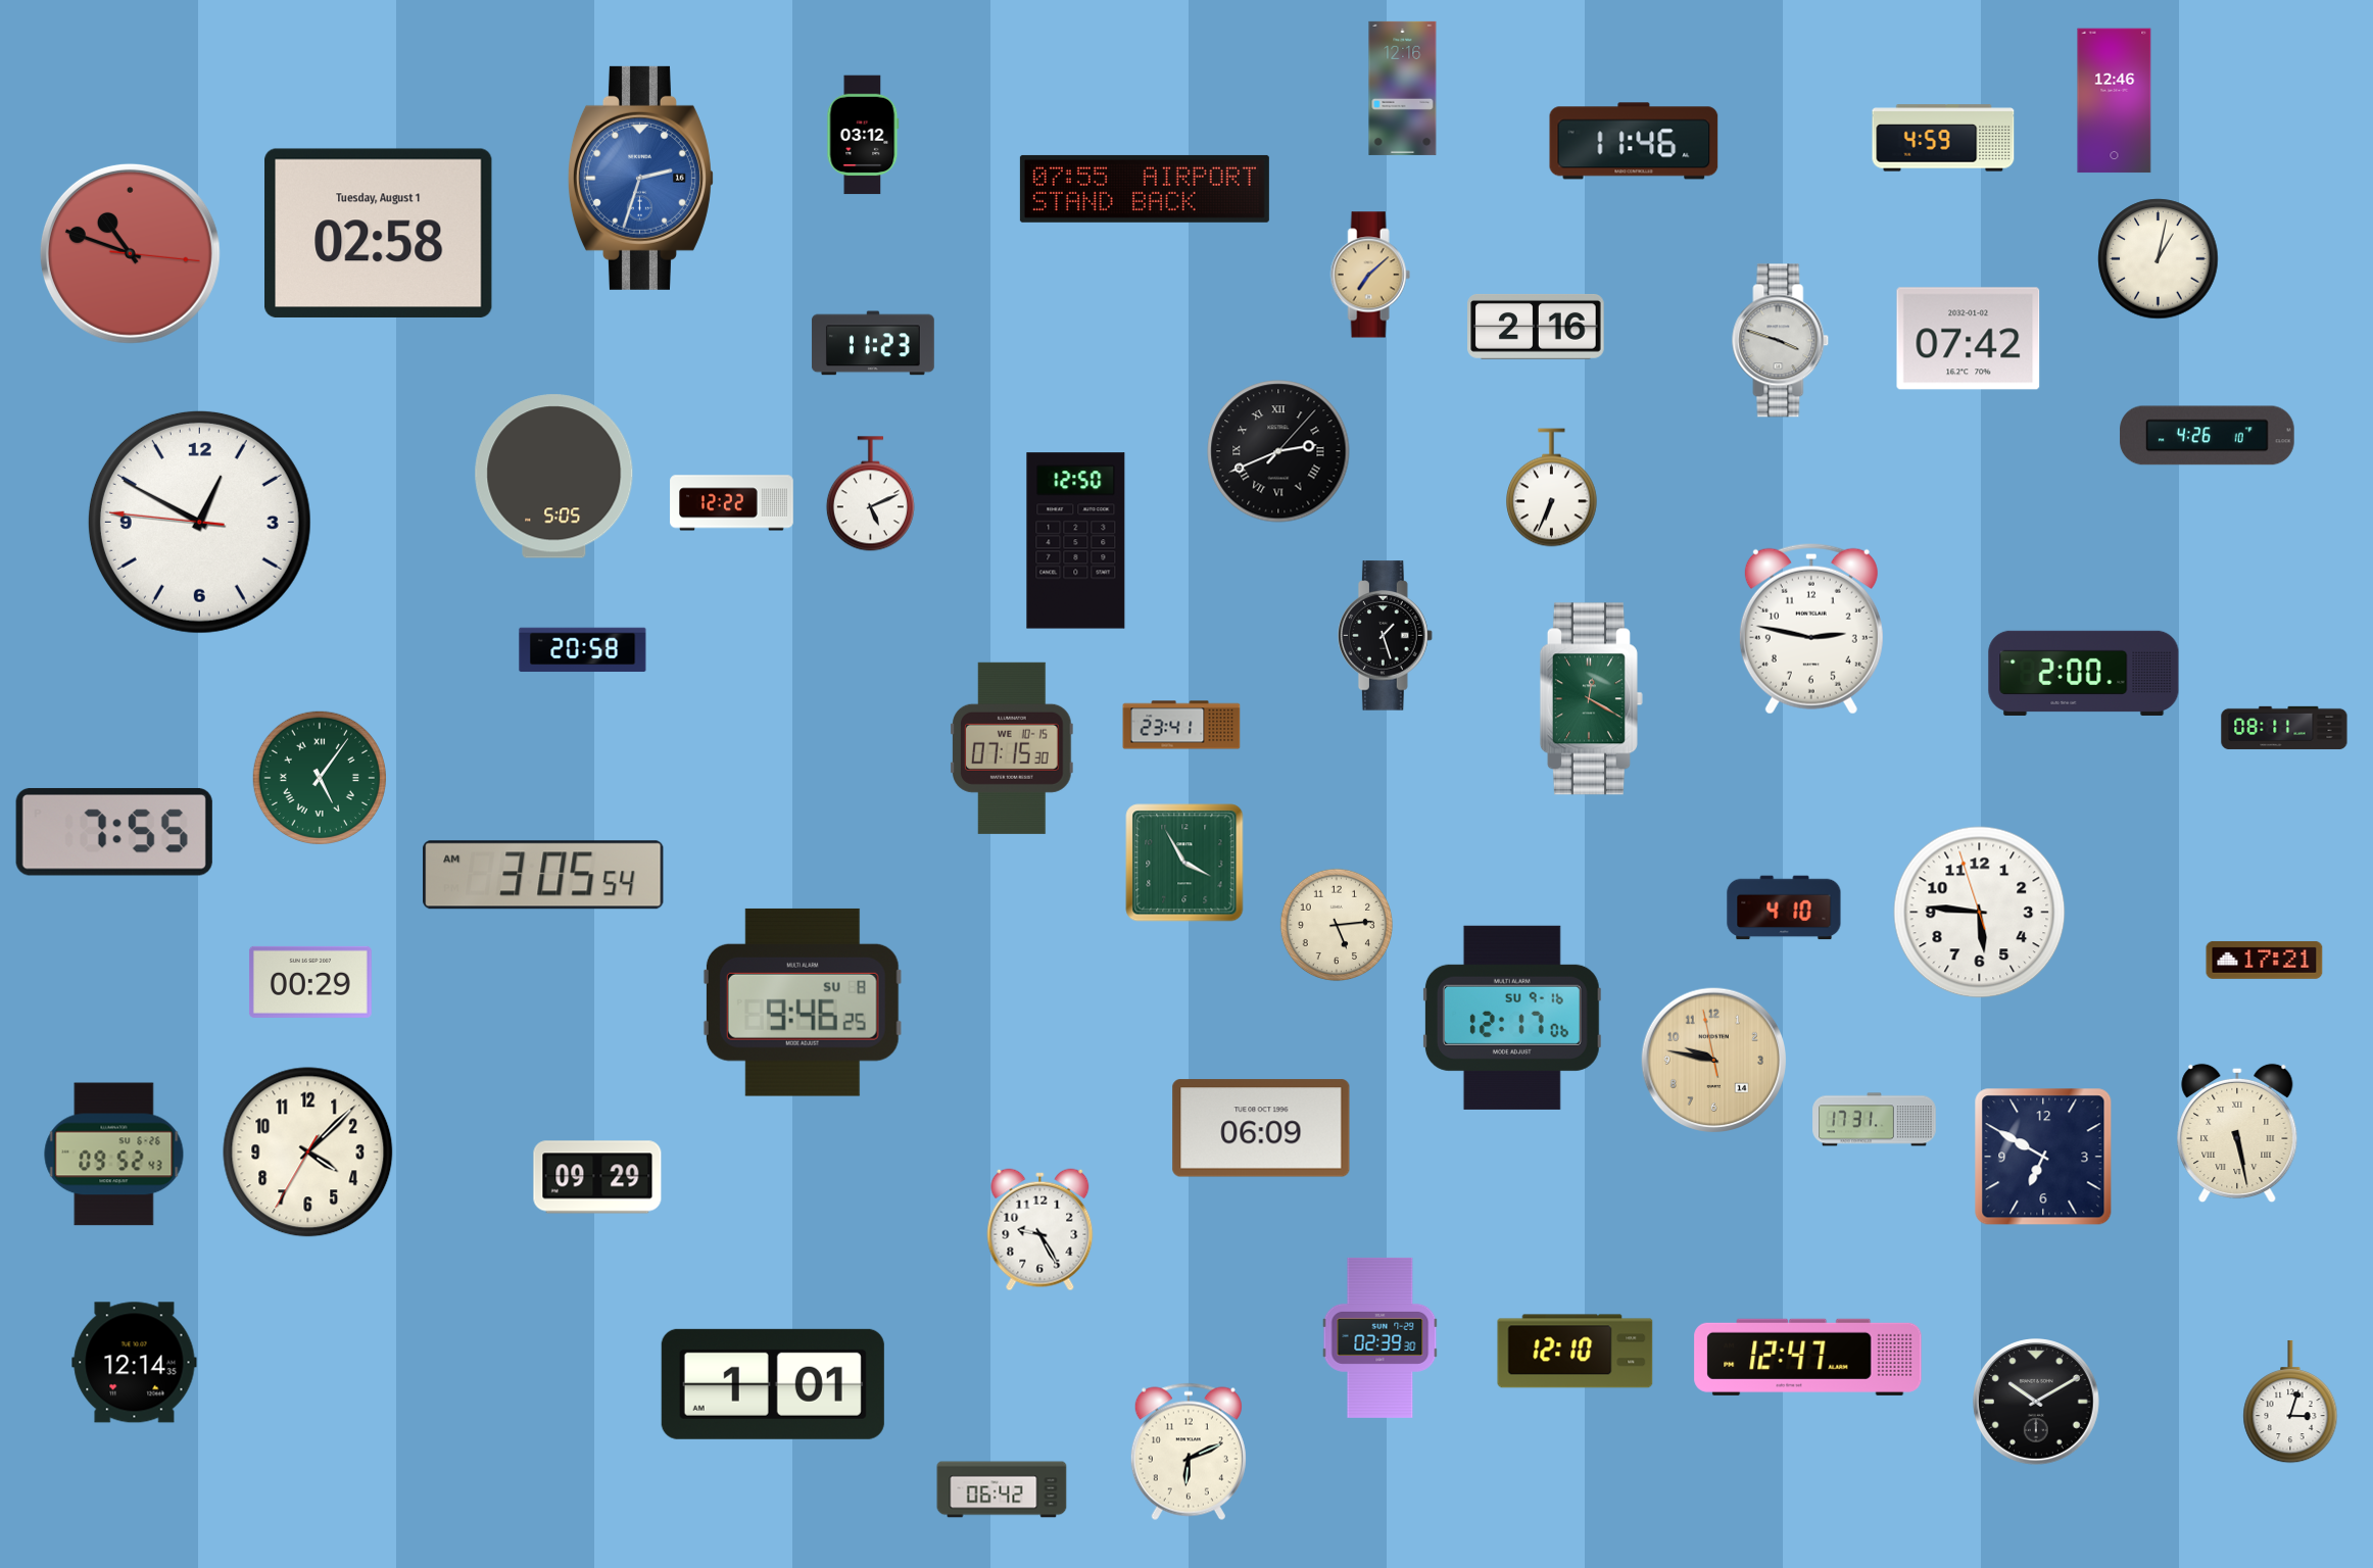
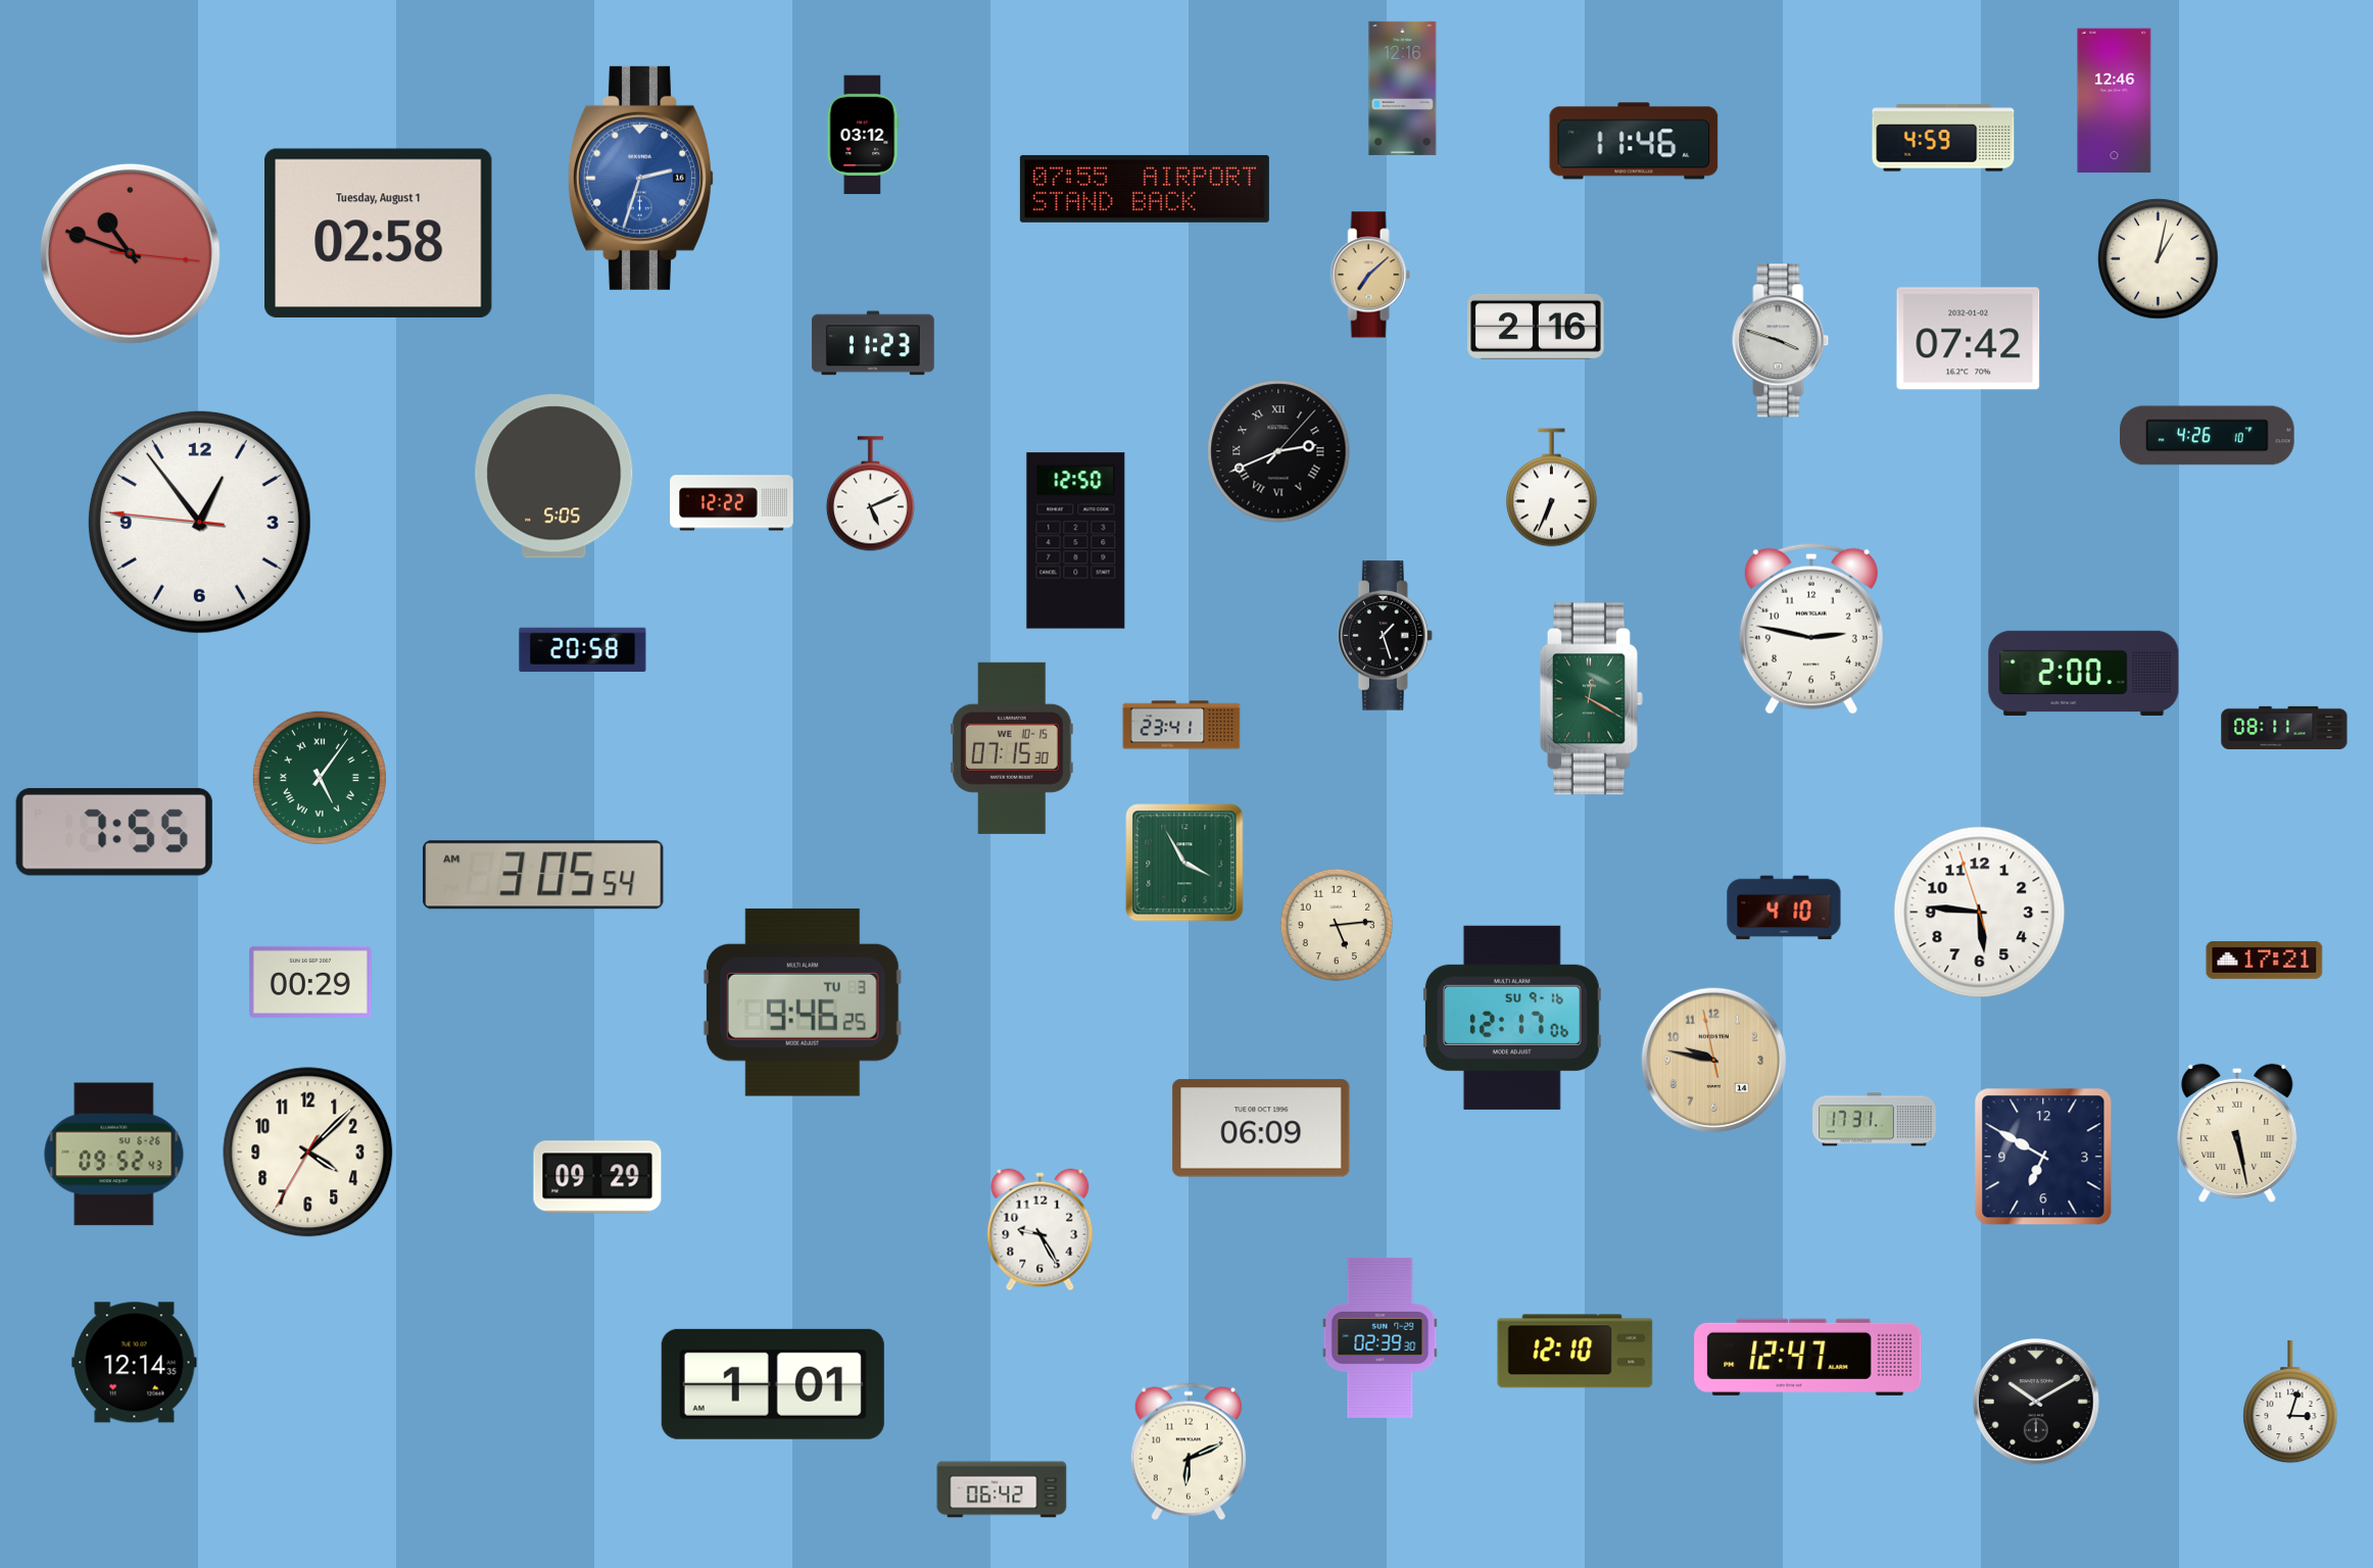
clock at (199, 522): 12:49 -> 12:53
clock at (803, 1002) date: SU 8 -> TU 3
